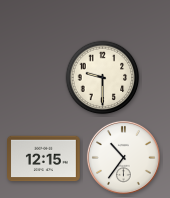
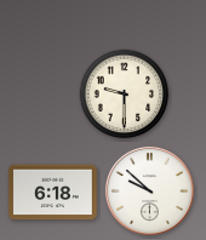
clock at (123, 157): 10:36 -> 9:52
clock at (44, 159): 12:15 -> 6:18
